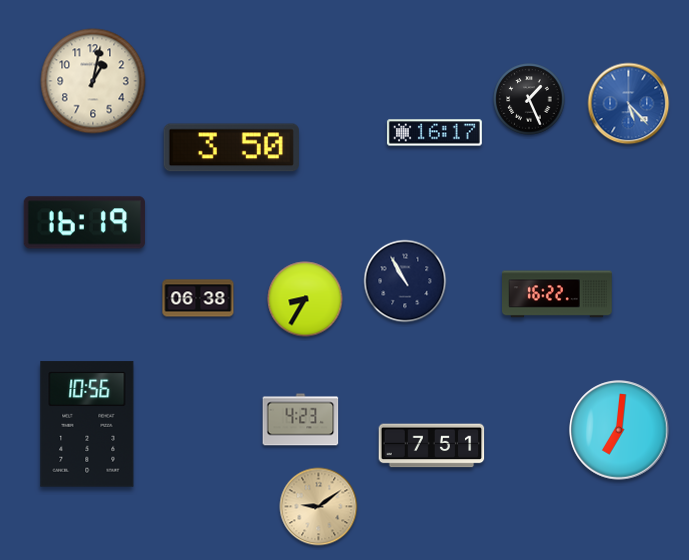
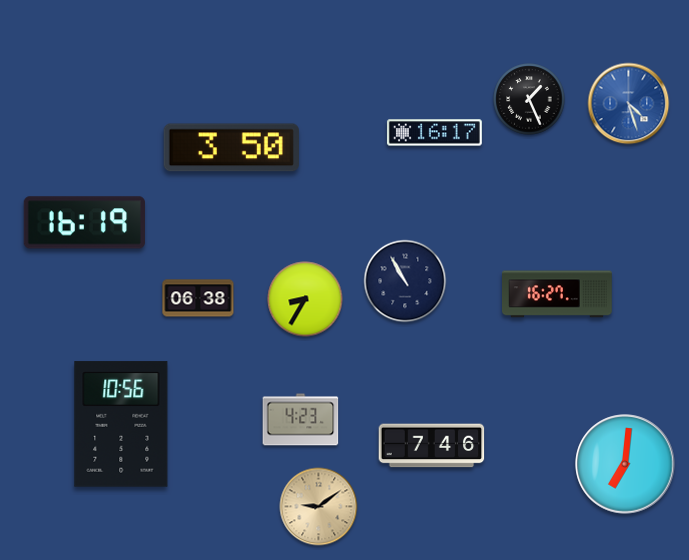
clock at (93, 81): 1:02 -> none
clock at (629, 104): 5:23 -> 4:27
clock at (558, 294): 16:22 -> 16:27
clock at (87, 424) position: (87, 424) -> (121, 424)
clock at (619, 430) position: (619, 430) -> (625, 464)
clock at (432, 446): 7:51 -> 7:46
